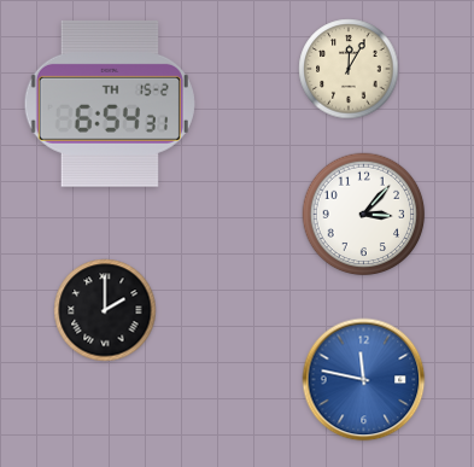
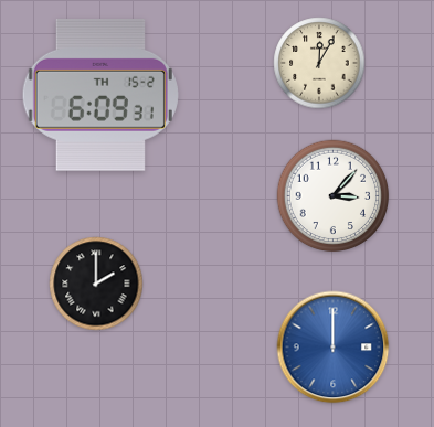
clock at (110, 104): 6:54 -> 6:09
clock at (364, 380): 11:47 -> 12:00
